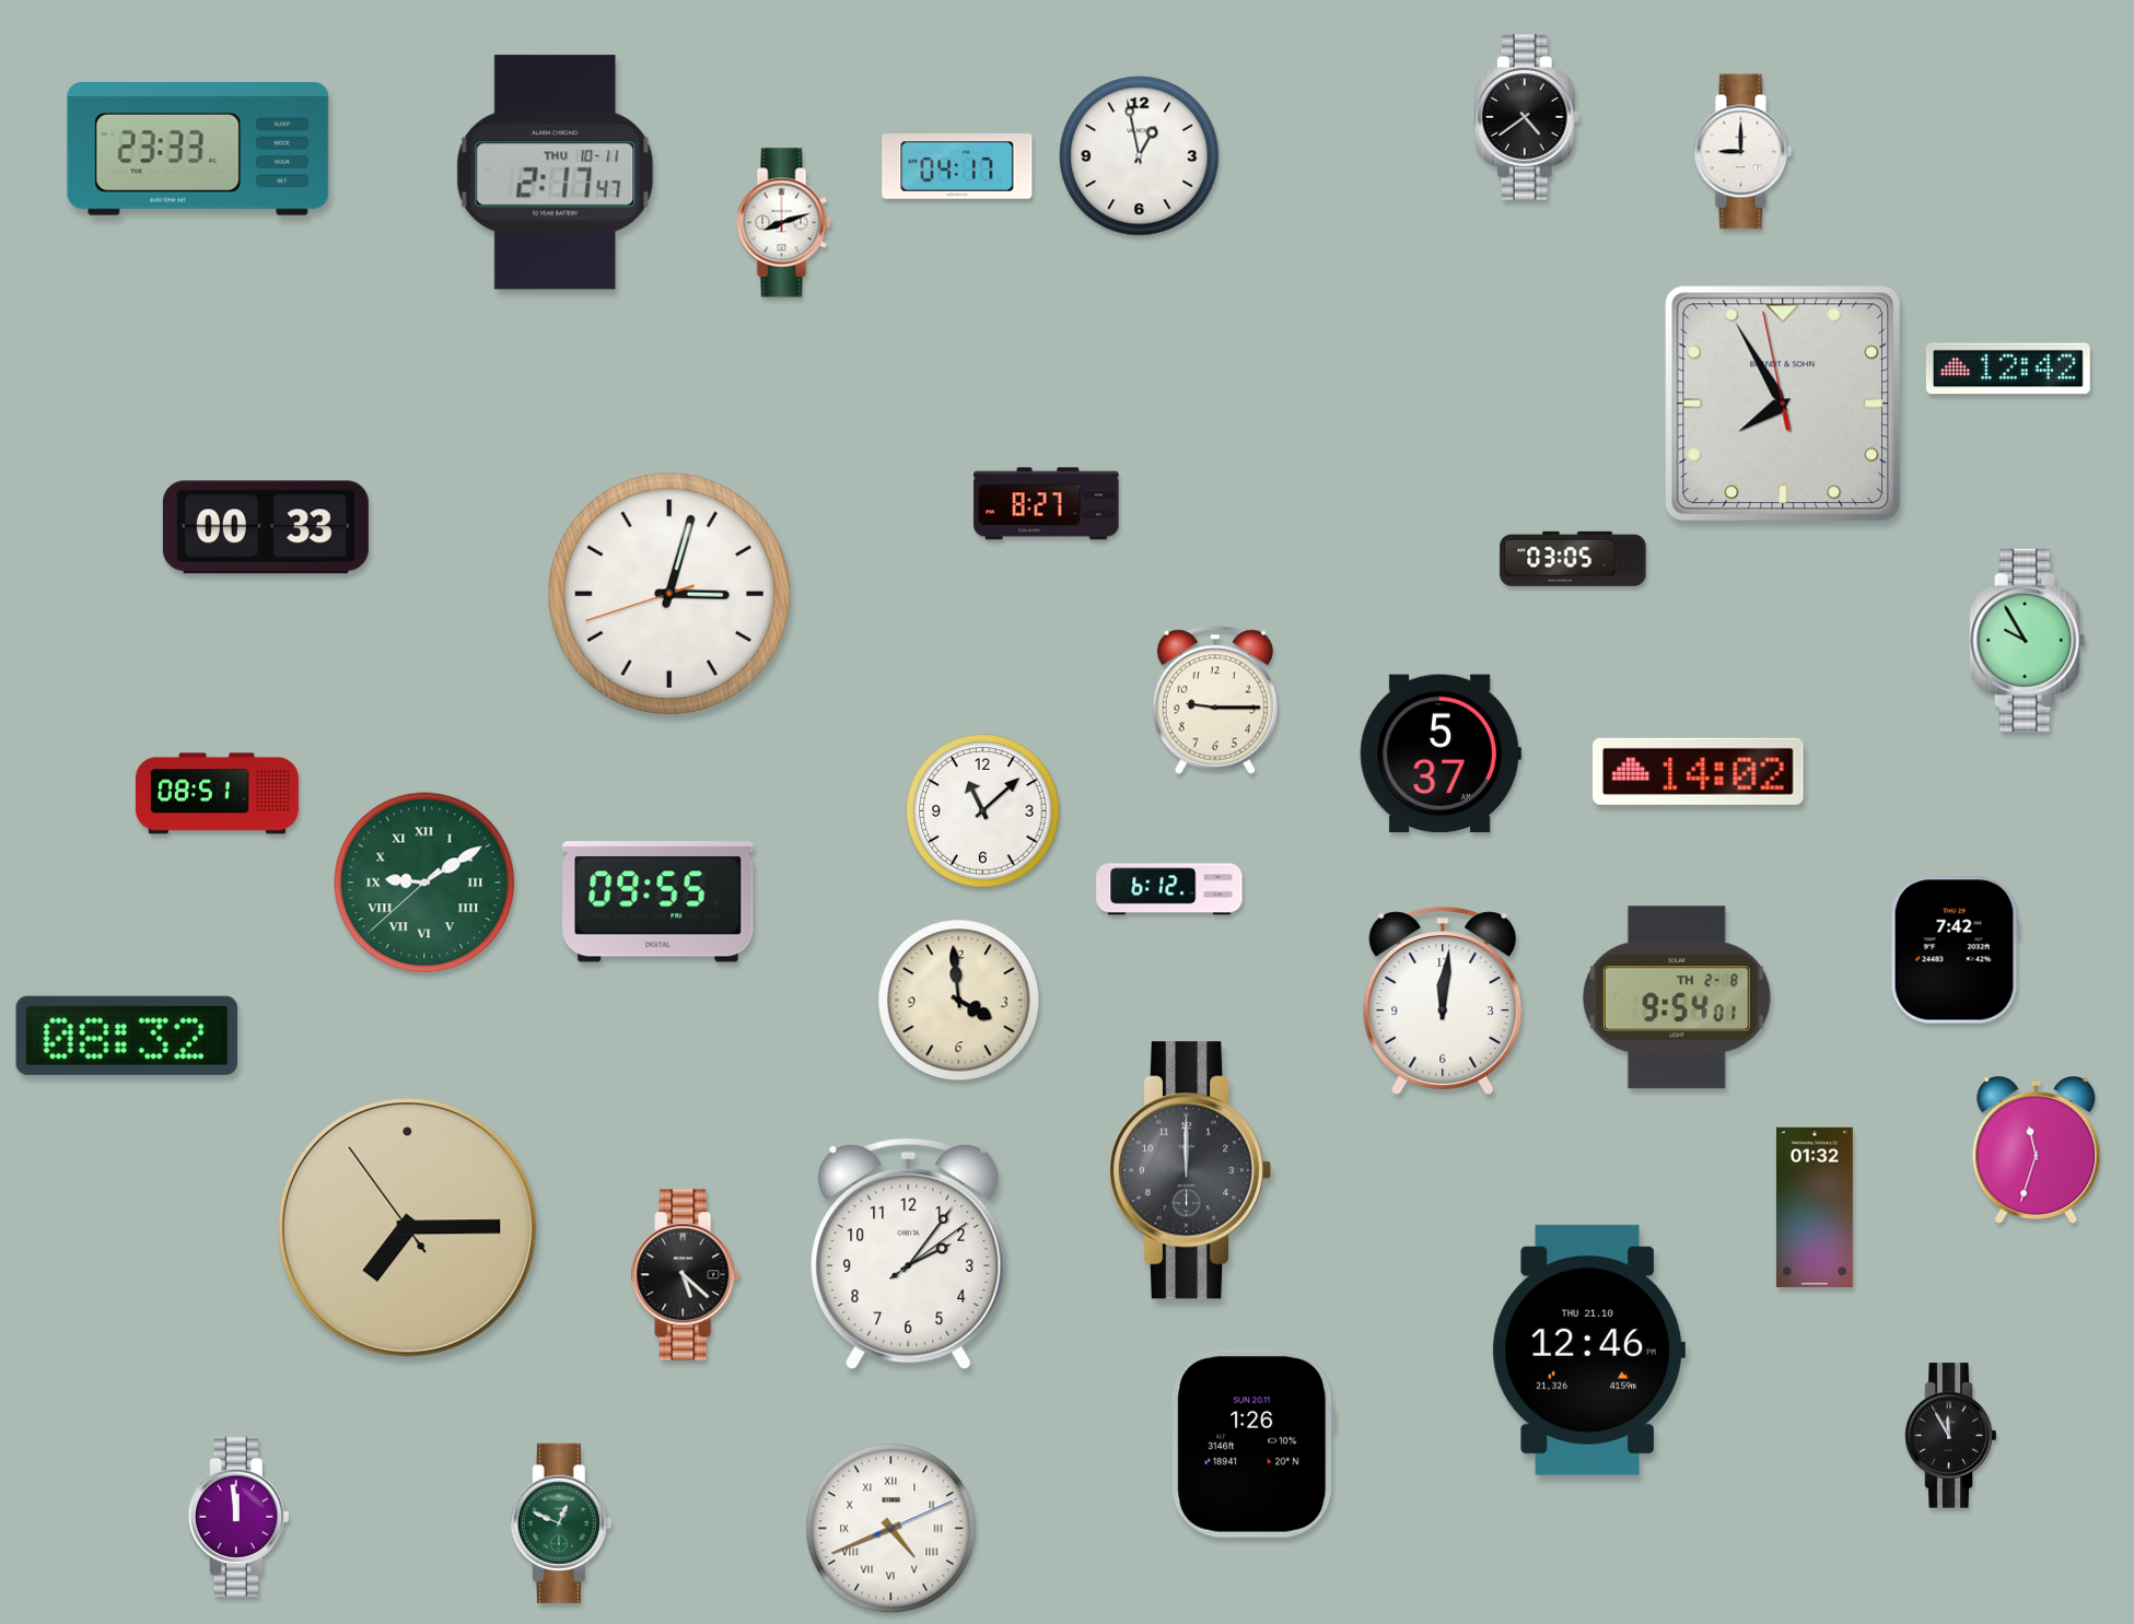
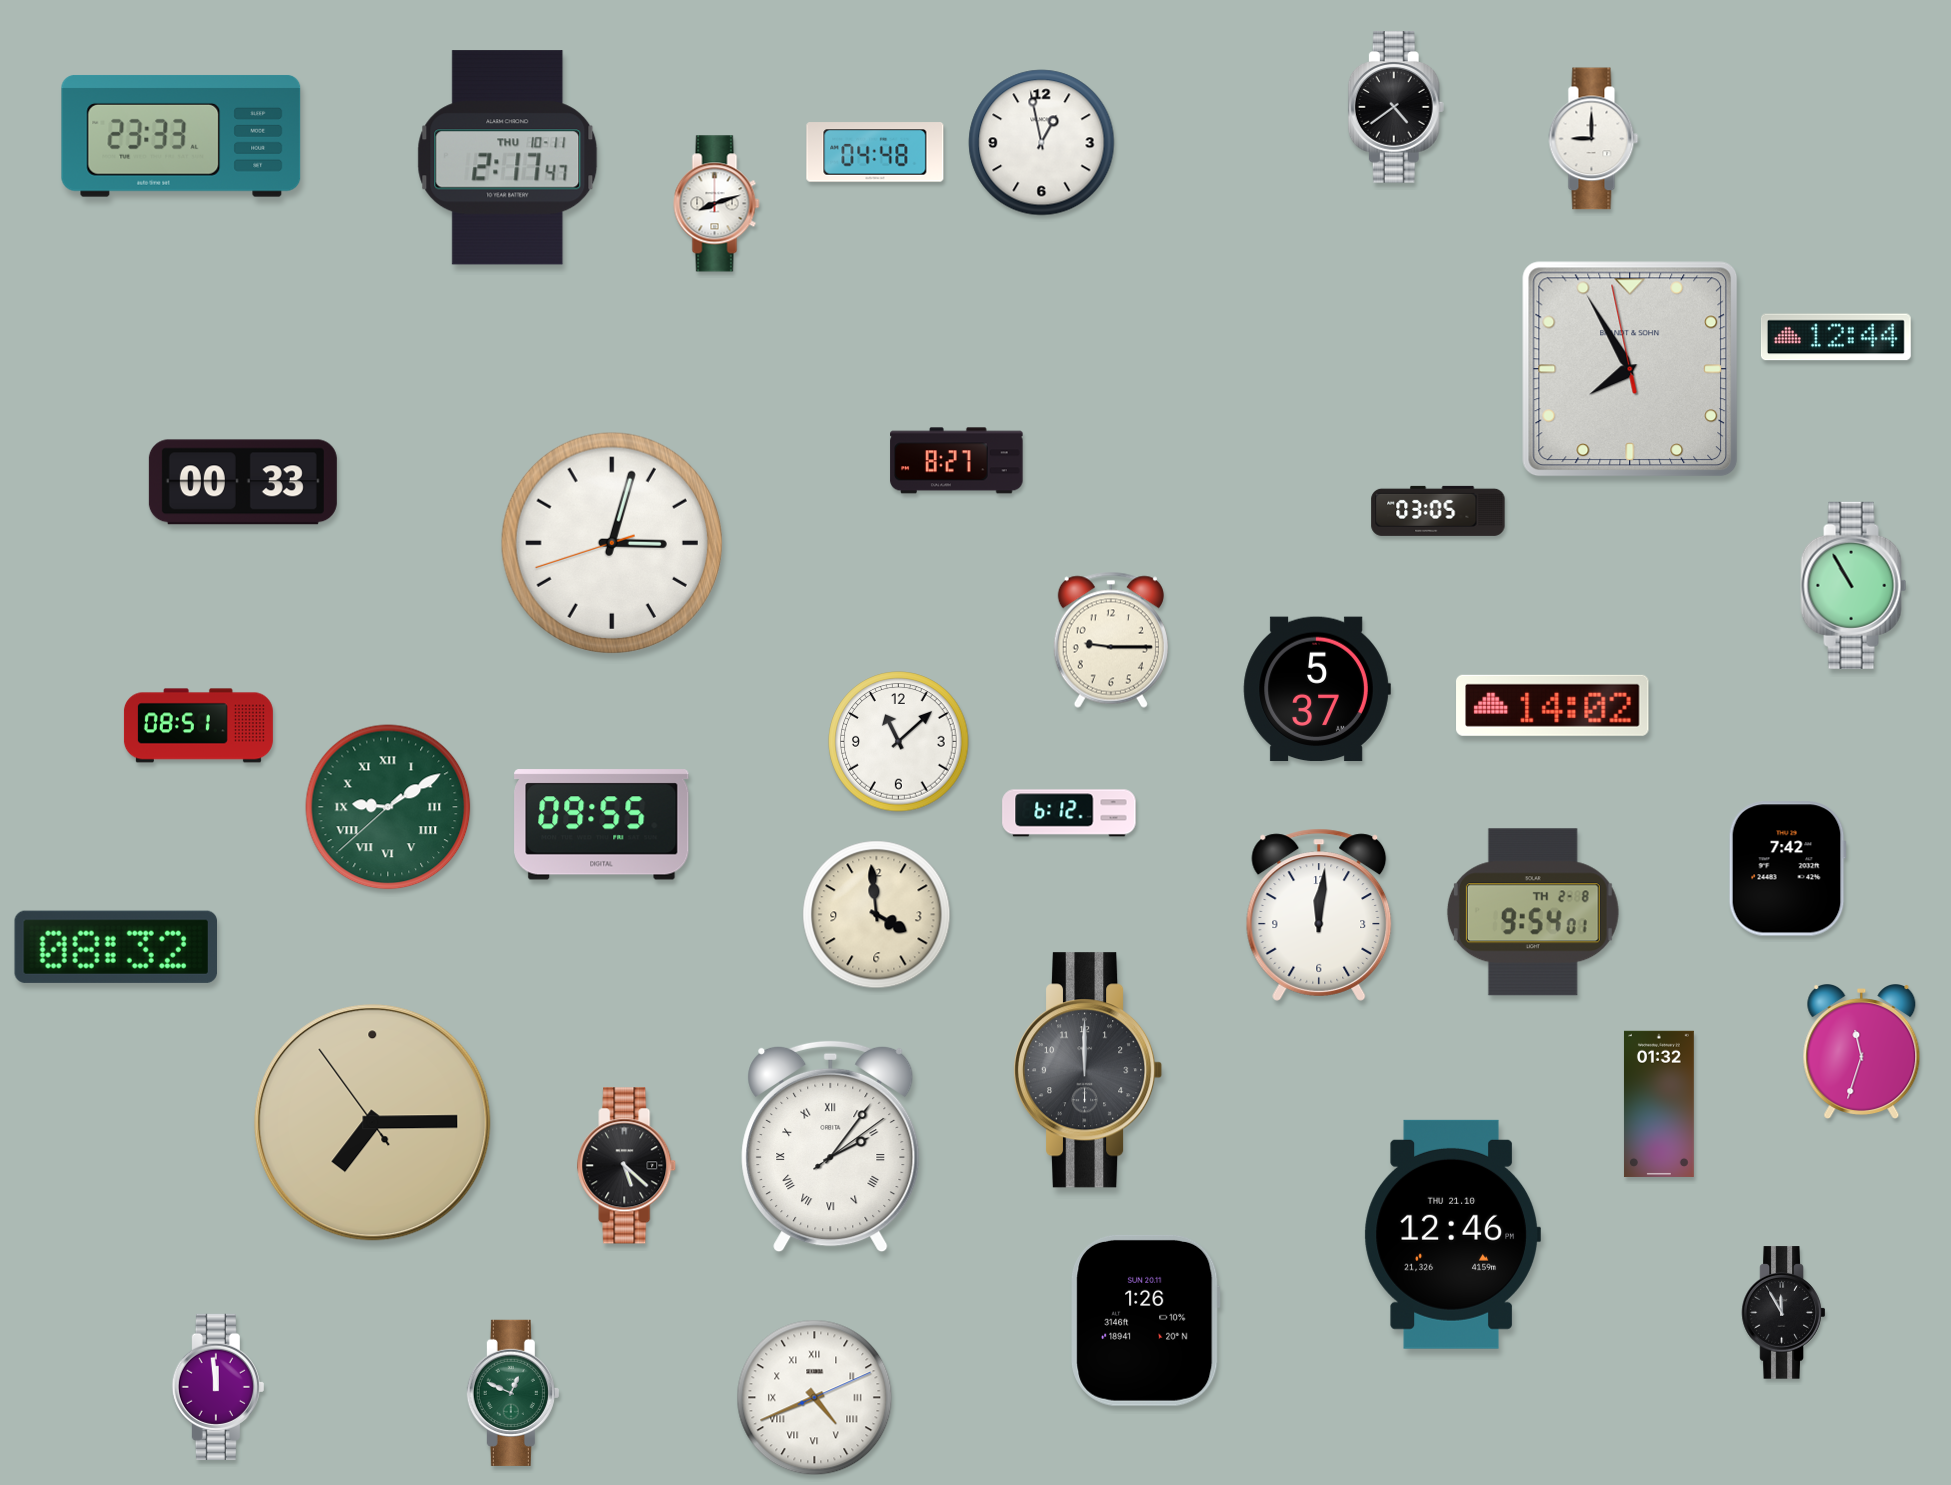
clock at (957, 166): 04:17 -> 04:48
clock at (2008, 369): 12:42 -> 12:44
clock at (2028, 640): 9:55 -> 10:55
clock at (909, 1254) numerals: Arabic -> Roman
